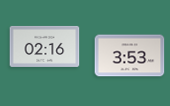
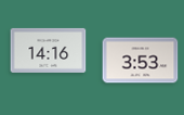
clock at (45, 46): 02:16 -> 14:16
